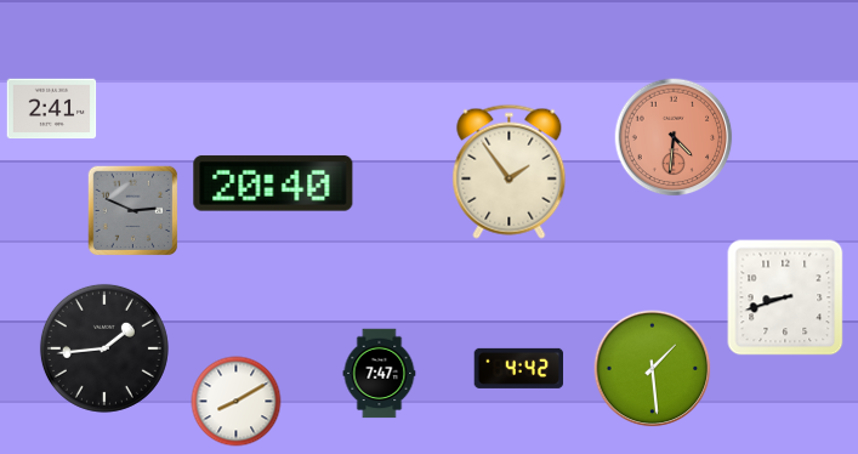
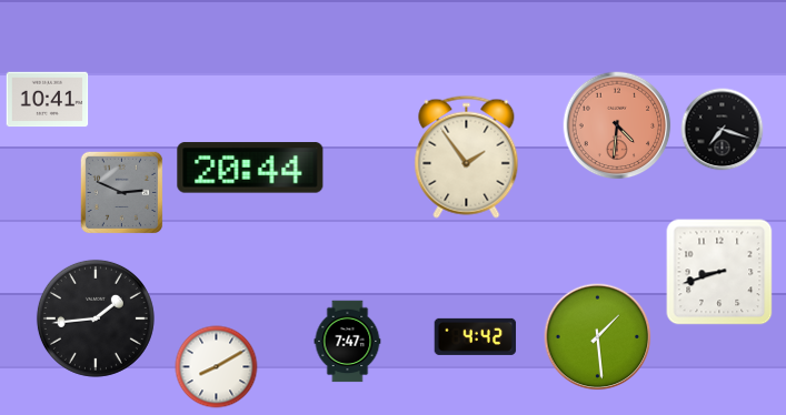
clock at (52, 109): 2:41 -> 10:41
clock at (723, 130): none -> 7:18
clock at (273, 183): 20:40 -> 20:44
